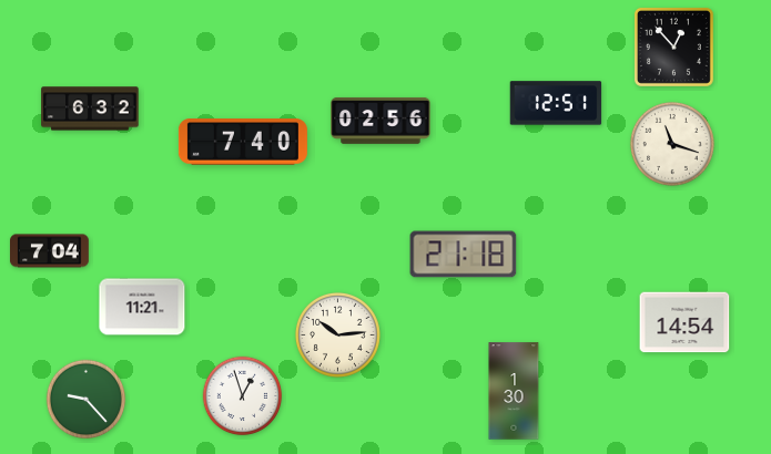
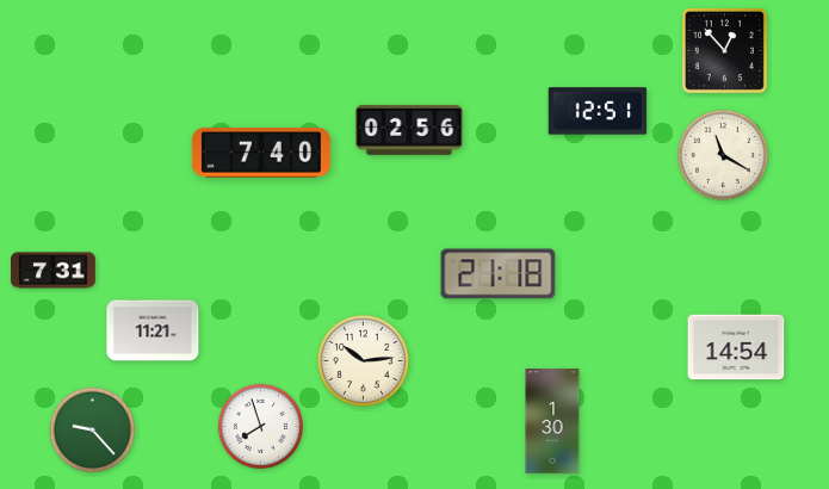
clock at (90, 109): 6:32 -> none
clock at (672, 144): 11:18 -> 11:20
clock at (50, 251): 7:04 -> 7:31
clock at (243, 396): 12:57 -> 7:57
